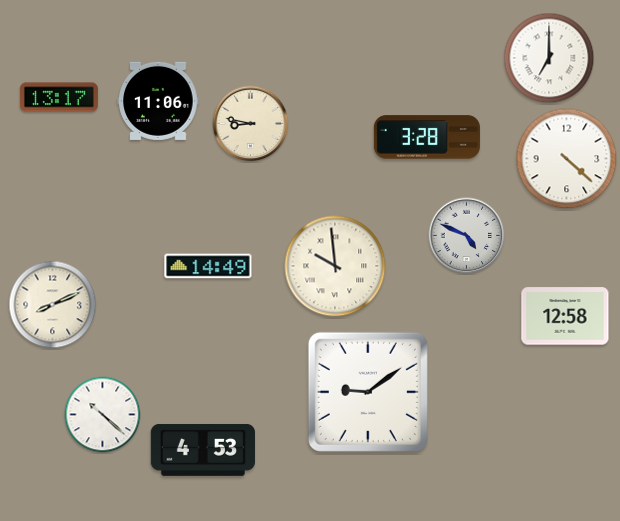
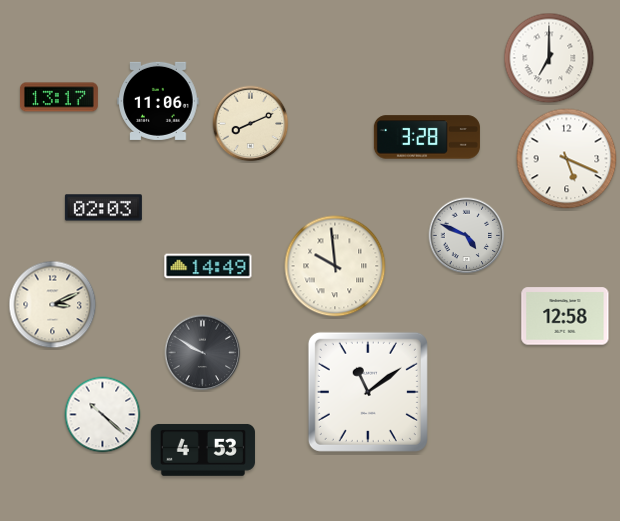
clock at (251, 124): 8:47 -> 8:11
clock at (567, 159): 4:22 -> 5:19
clock at (103, 208): none -> 02:03
clock at (53, 305): 8:11 -> 3:11
clock at (203, 353): none -> 9:50
clock at (368, 392): 9:09 -> 11:09
